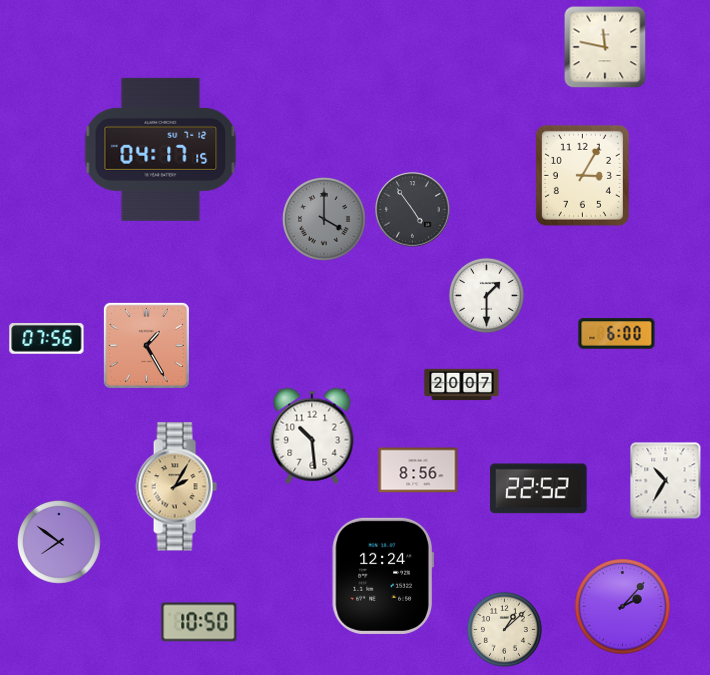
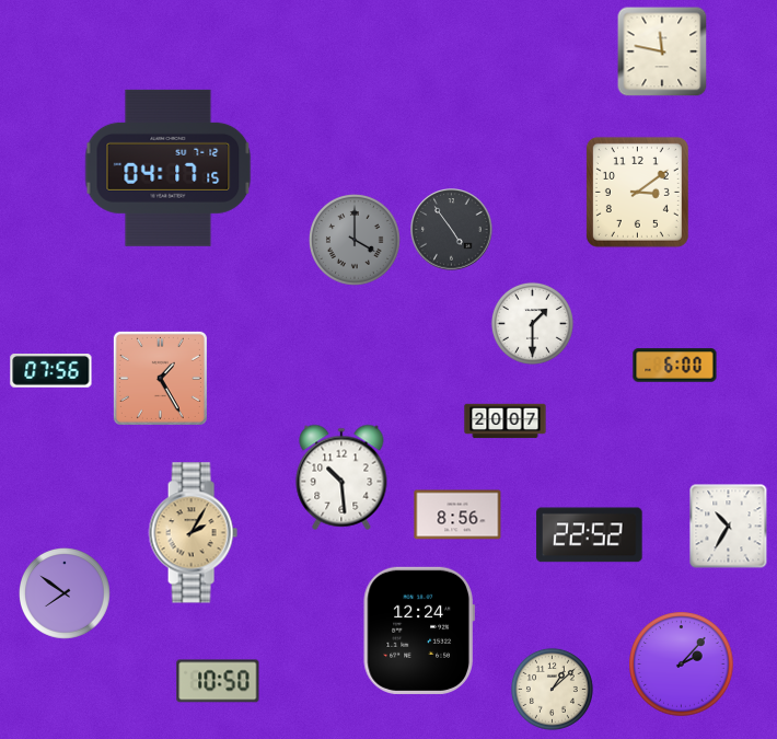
clock at (161, 149) position: (161, 149) -> (169, 168)
clock at (582, 175): 3:05 -> 3:09
